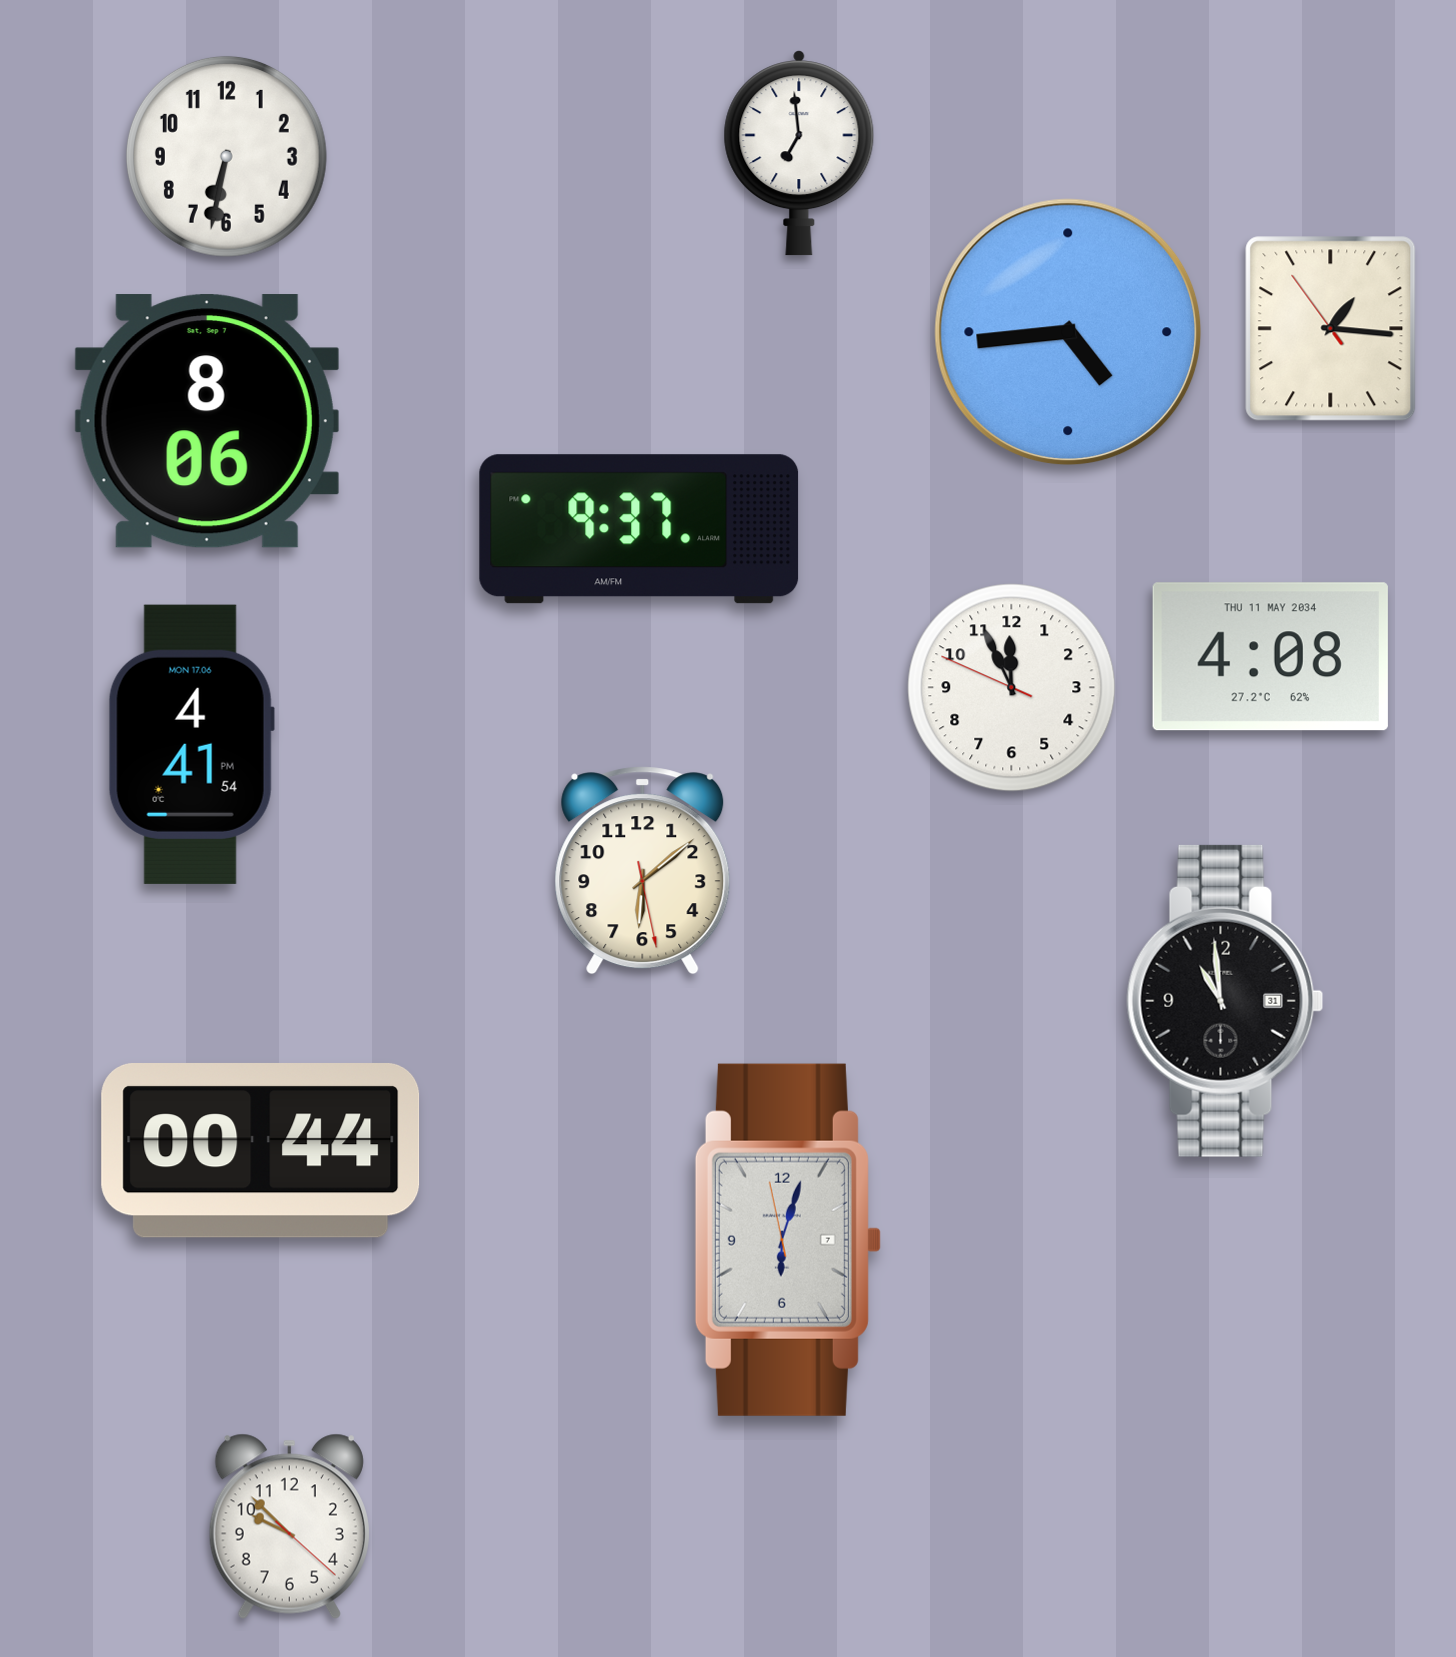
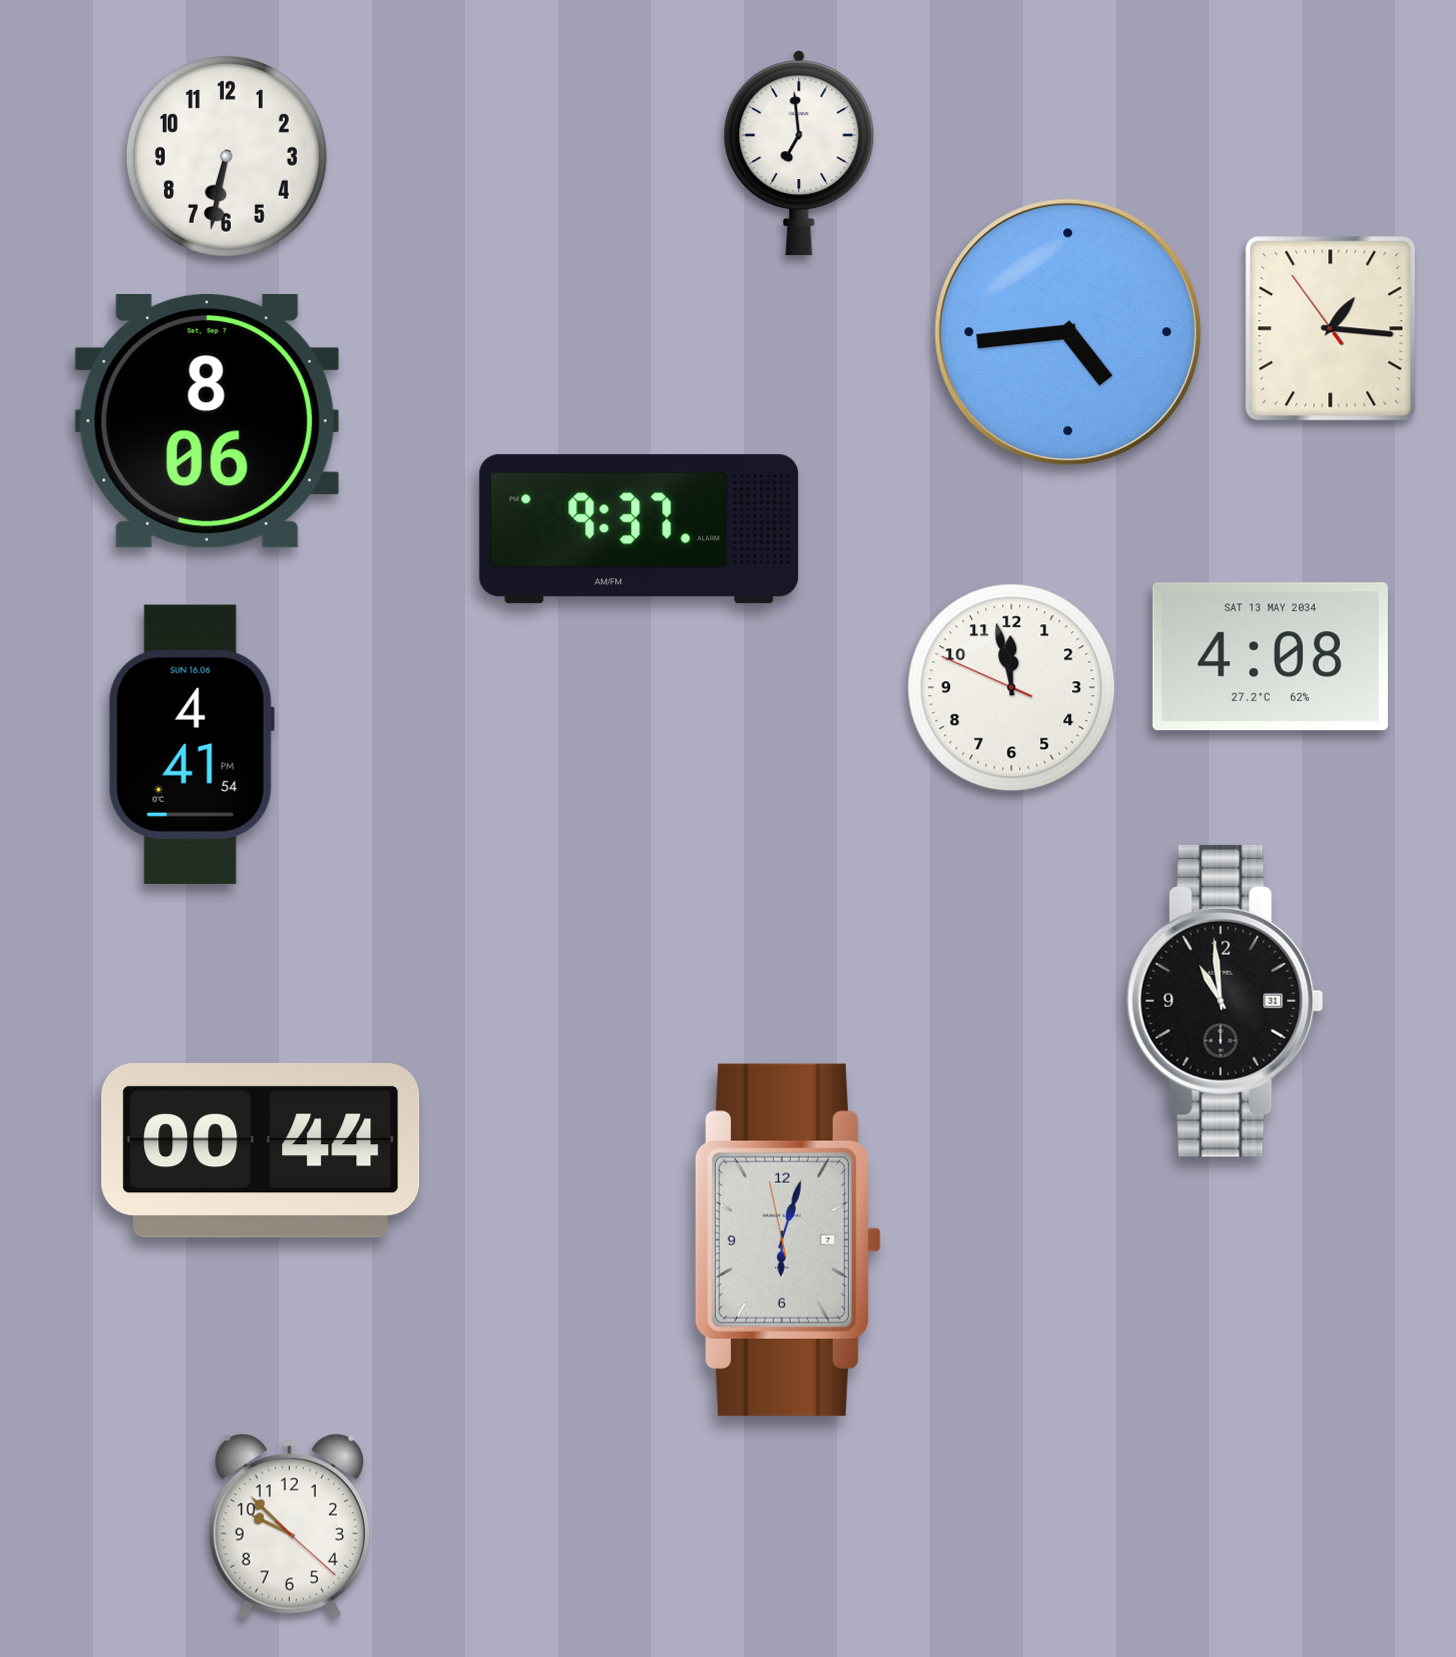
clock at (1270, 657) date: THU 11 MAY 2034 -> SAT 13 MAY 2034
clock at (1012, 688): 11:55 -> 11:57
clock at (191, 744) date: MON 17.06 -> SUN 16.06
clock at (643, 871): 6:08 -> none
